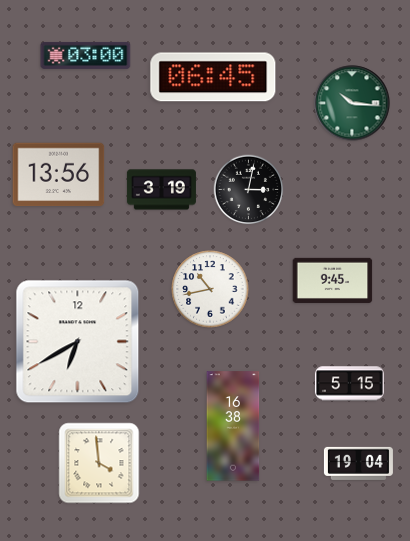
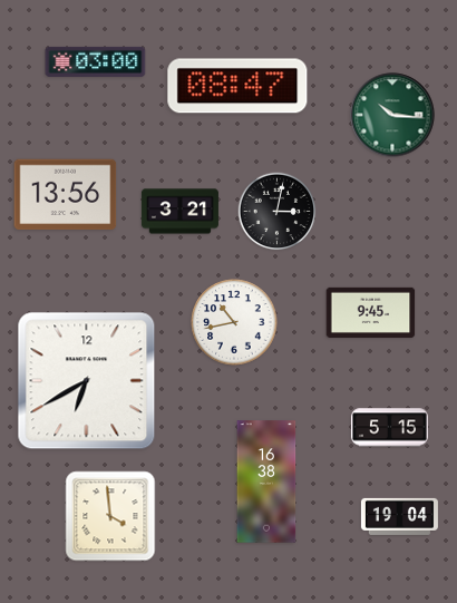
clock at (213, 77): 06:45 -> 08:47
clock at (161, 190): 3:19 -> 3:21
clock at (233, 426) position: (233, 426) -> (266, 482)
